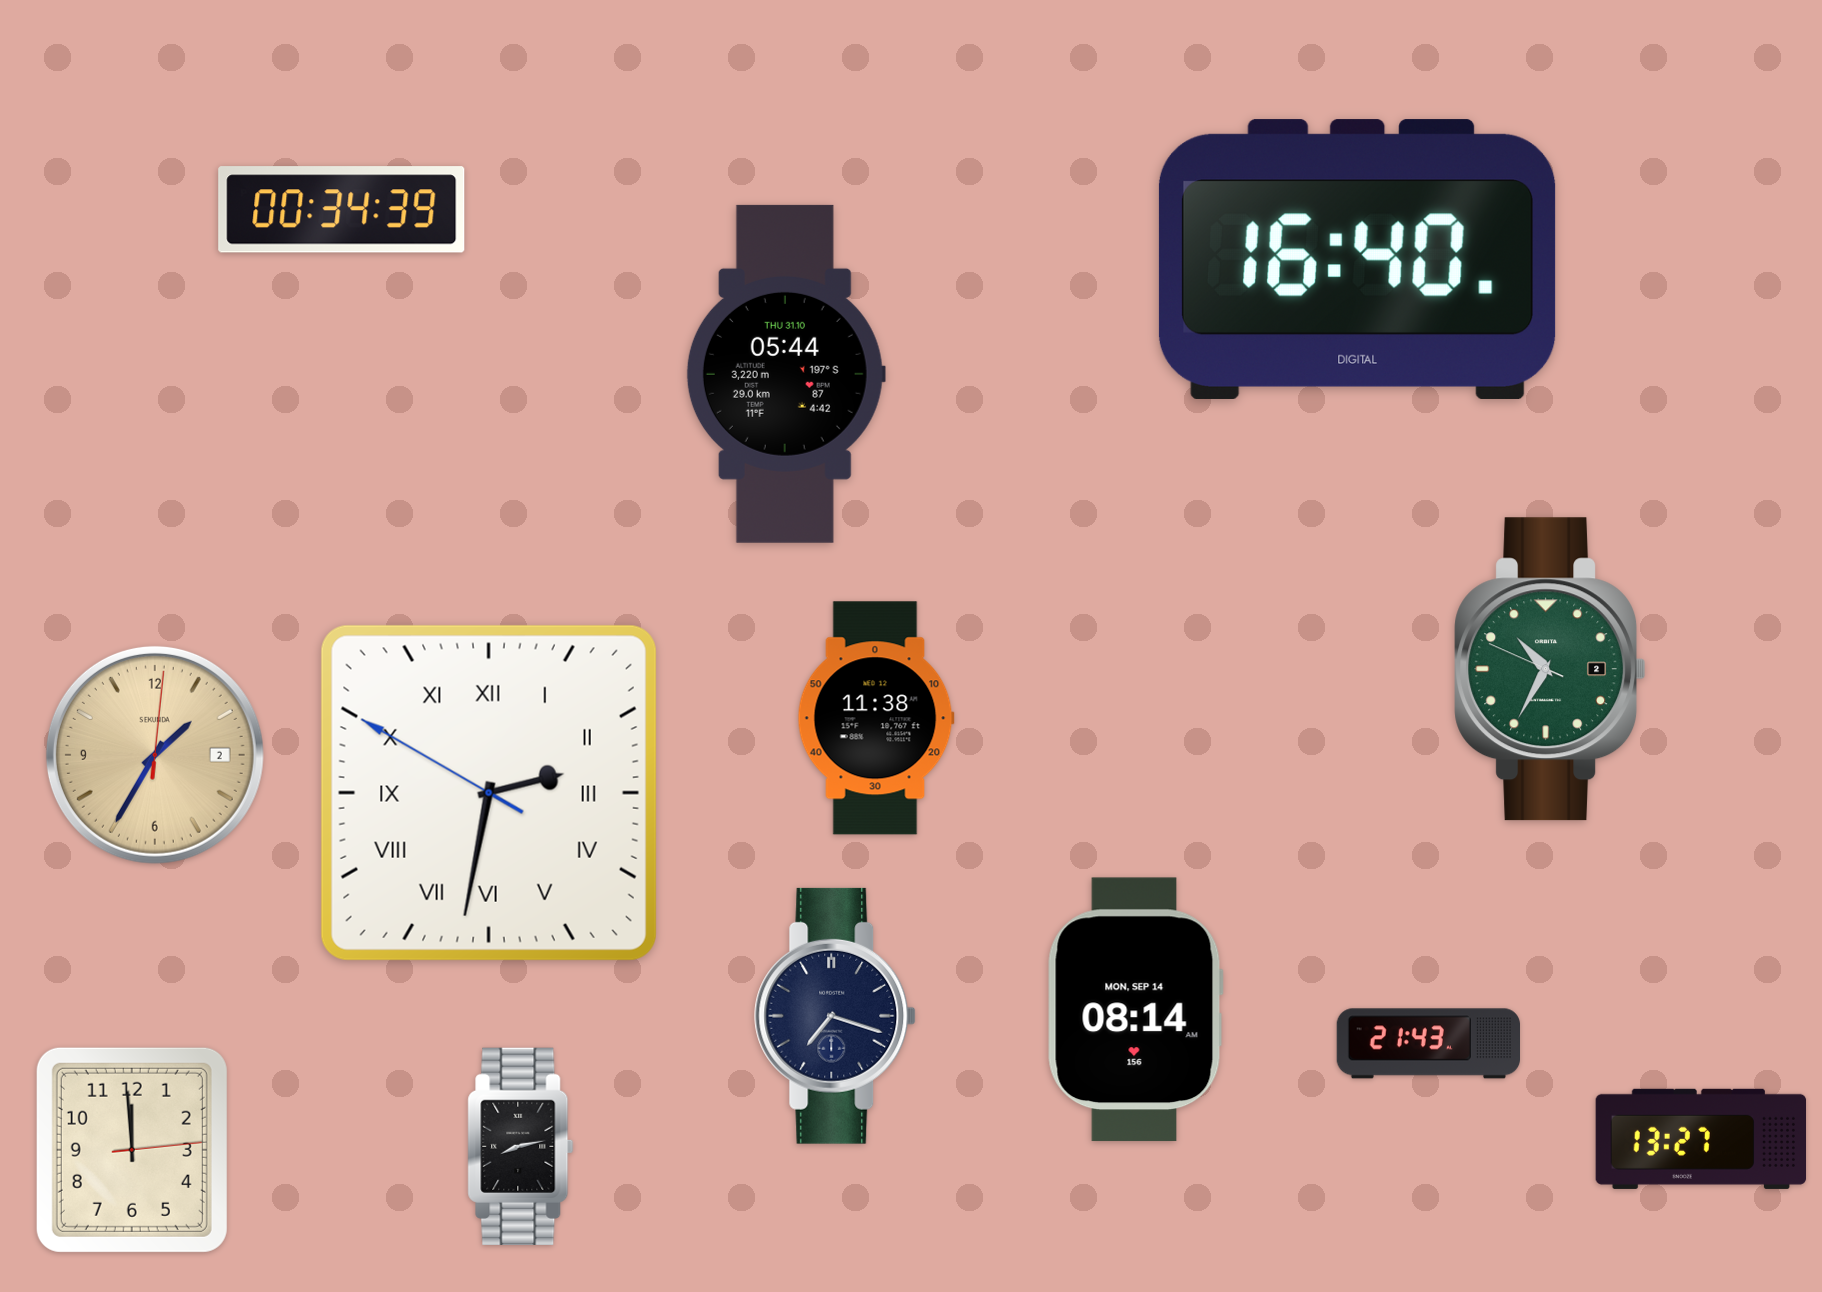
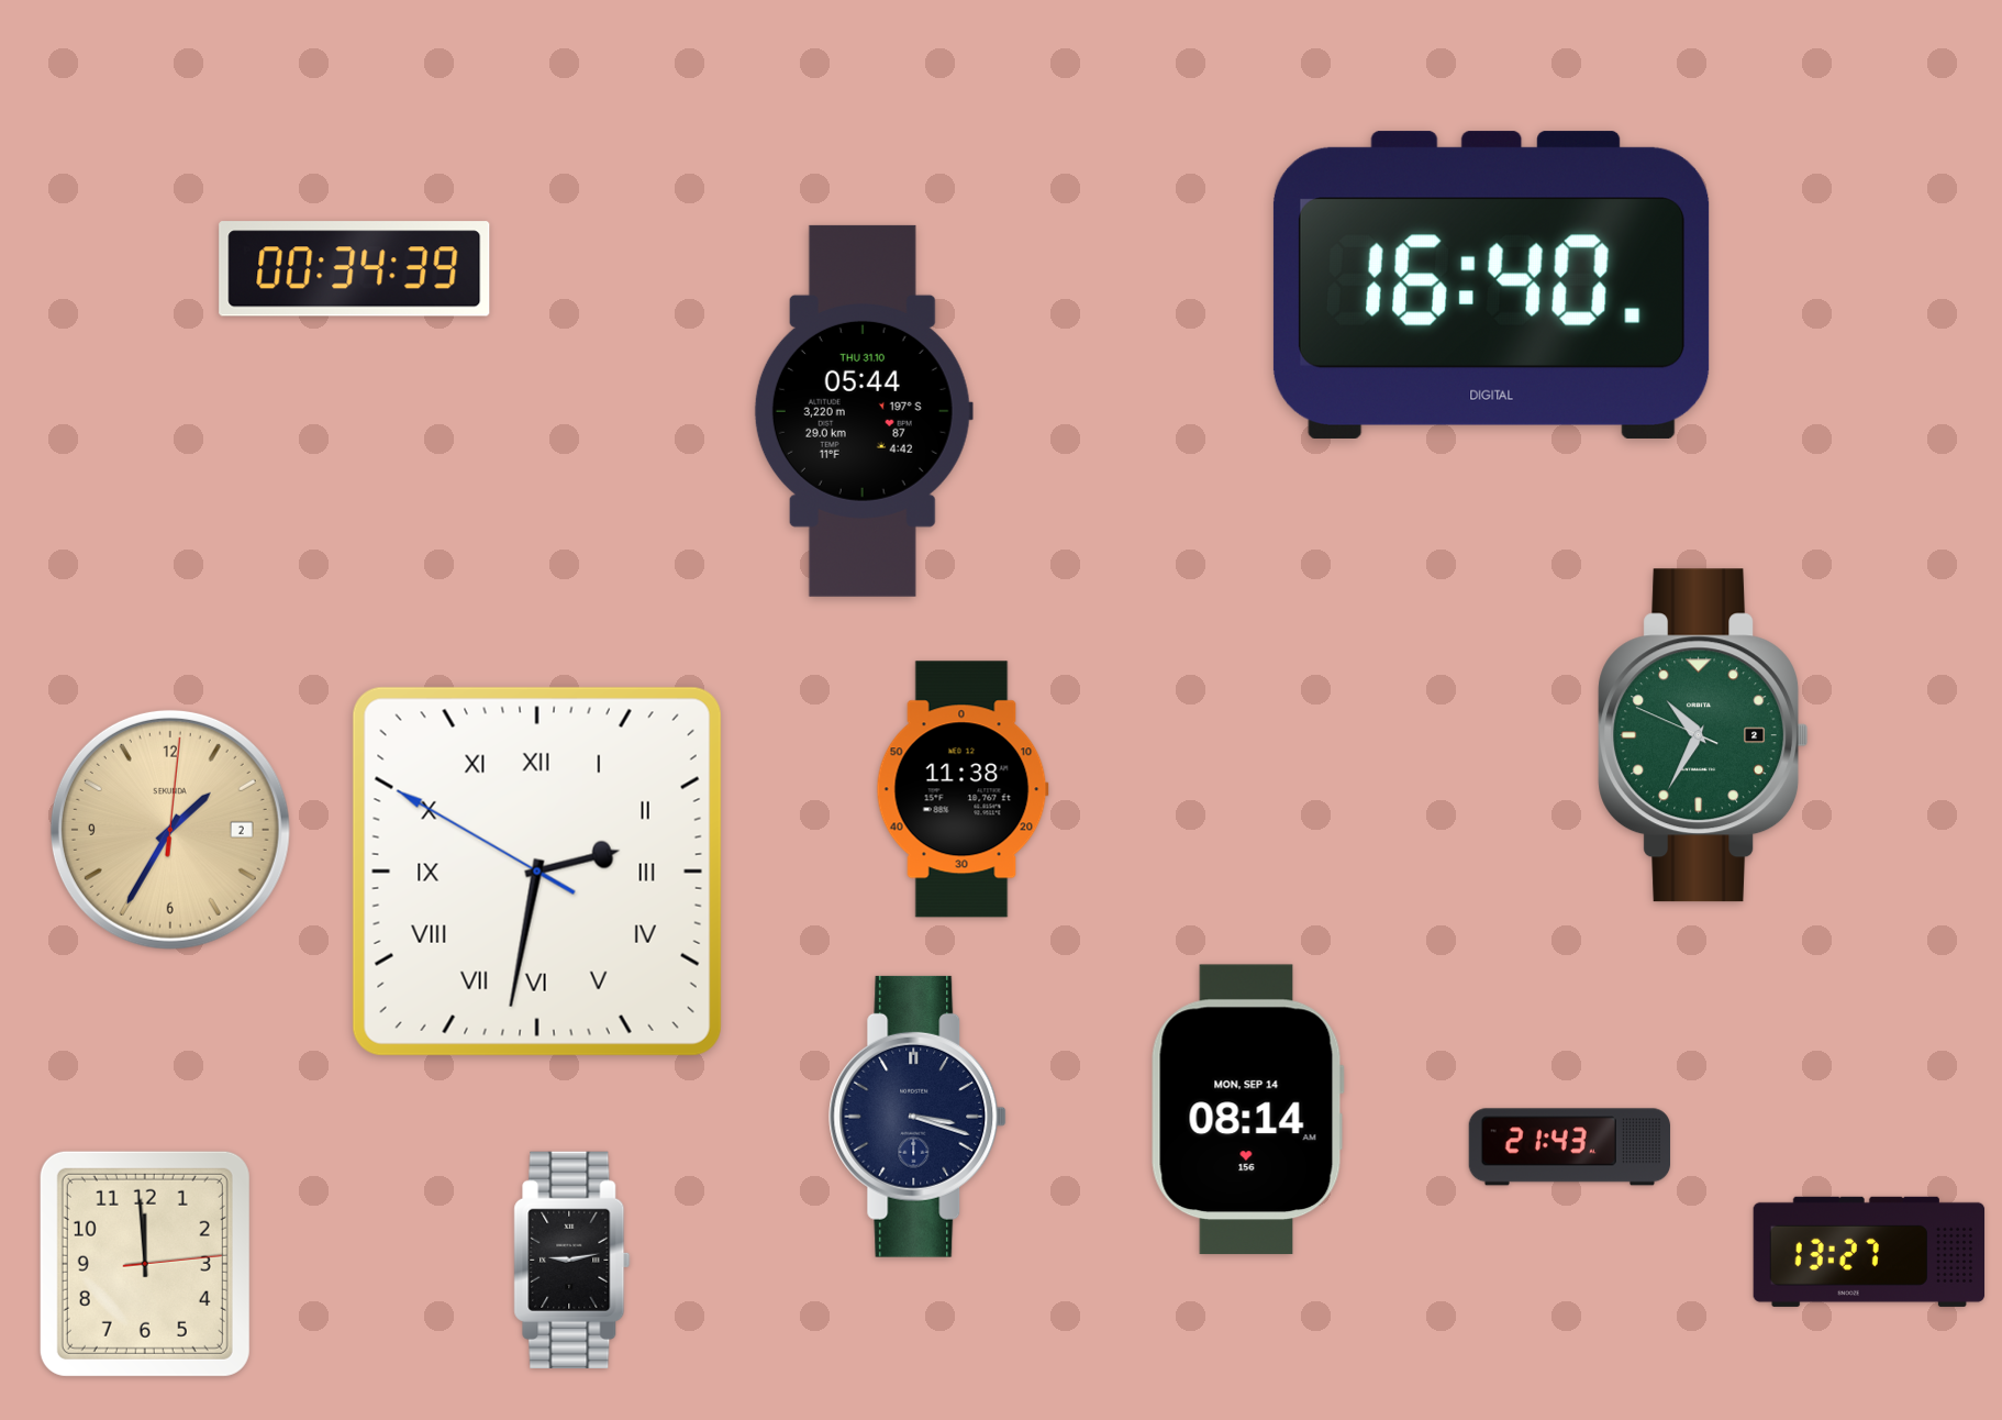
clock at (342, 210) position: (342, 210) -> (355, 269)
clock at (835, 1016): 7:18 -> 3:18
clock at (521, 1146): 8:13 -> 9:13
